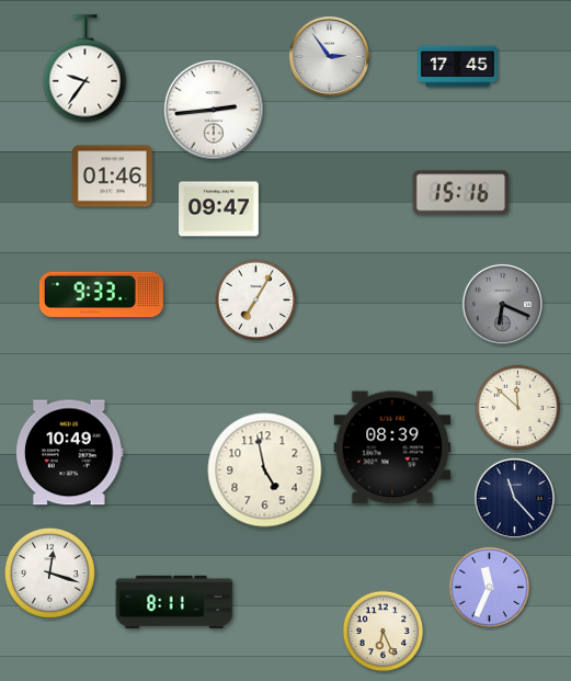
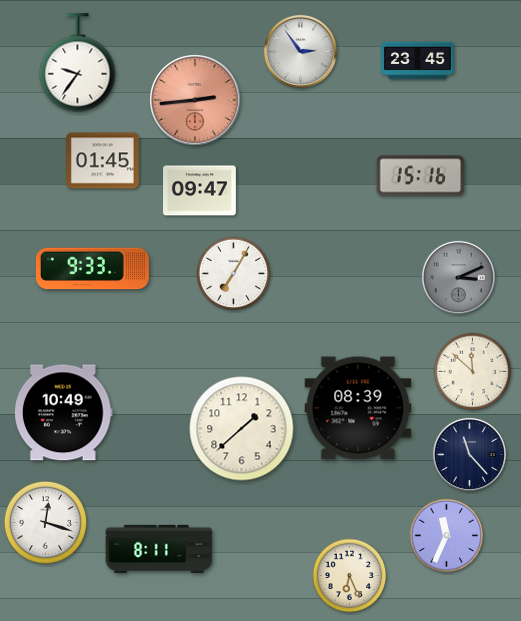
clock at (458, 67): 17:45 -> 23:45
clock at (215, 111) dial: white -> salmon
clock at (113, 177): 01:46 -> 01:45
clock at (502, 304): 6:19 -> 3:11
clock at (265, 470): 4:58 -> 1:38
